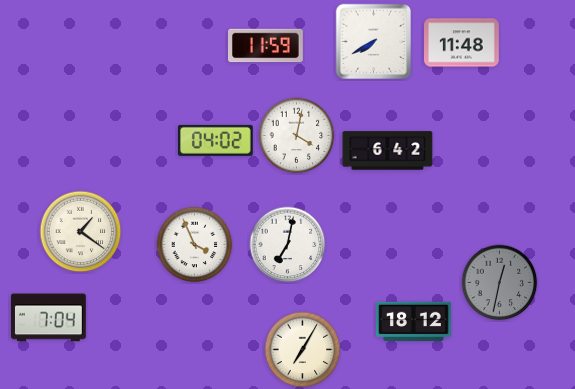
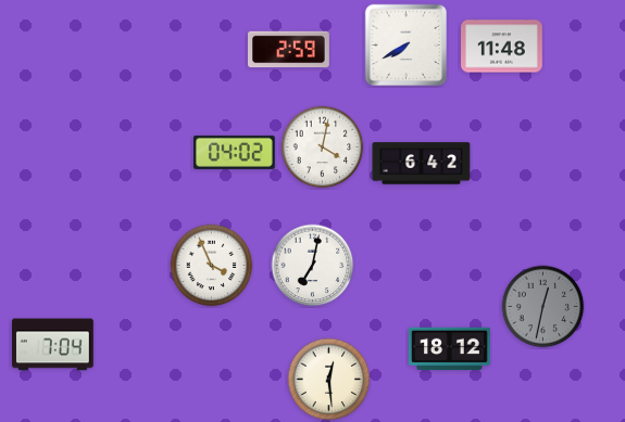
clock at (266, 46): 11:59 -> 2:59
clock at (81, 232): 1:21 -> none
clock at (303, 350): 7:05 -> 12:29
